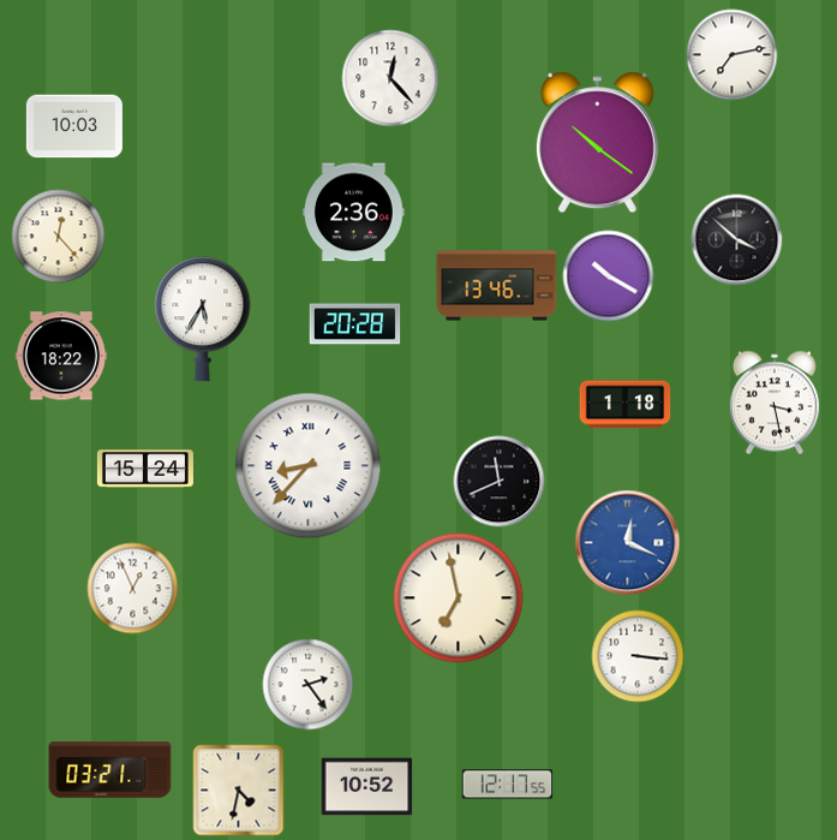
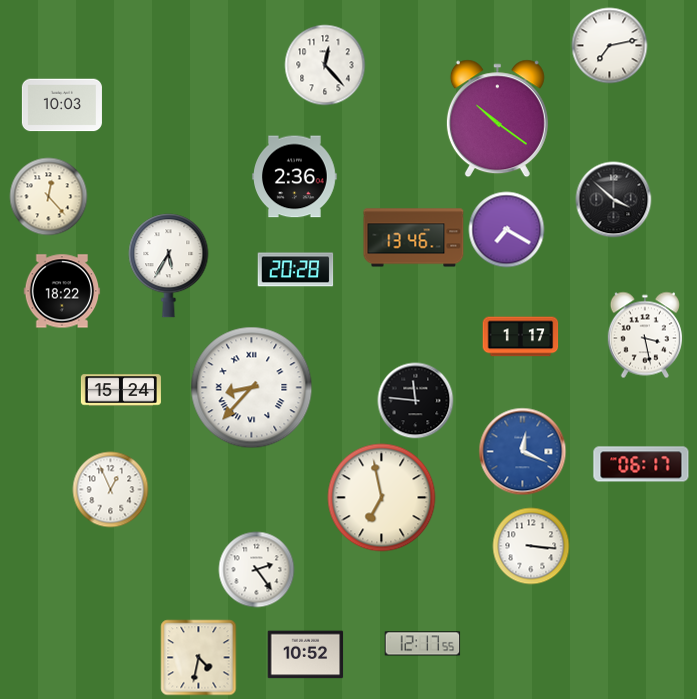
clock at (609, 276): 10:20 -> 7:20
clock at (61, 356) position: (61, 356) -> (62, 291)
clock at (626, 405): 1:18 -> 1:17
clock at (309, 466) position: (309, 466) -> (252, 388)
clock at (500, 482): 11:41 -> 11:46
clock at (641, 464): none -> 06:17
clock at (110, 770): 03:21 -> none
clock at (508, 785) position: (508, 785) -> (423, 644)
